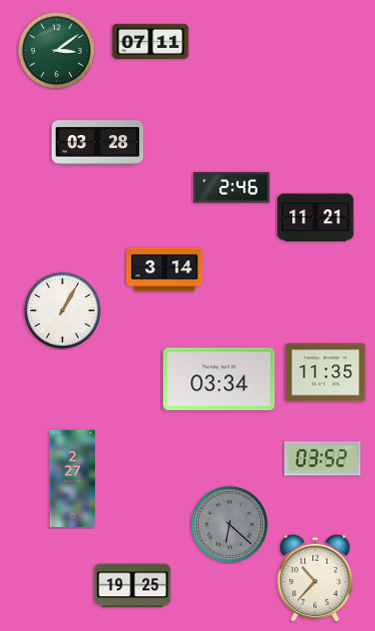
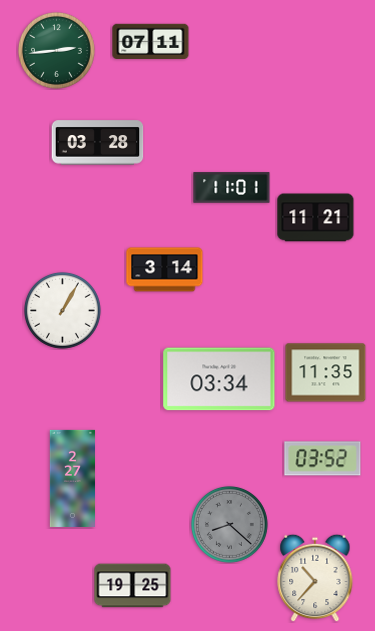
clock at (56, 50): 3:09 -> 2:44
clock at (232, 188): 2:46 -> 11:01
clock at (229, 524): 6:22 -> 8:22
